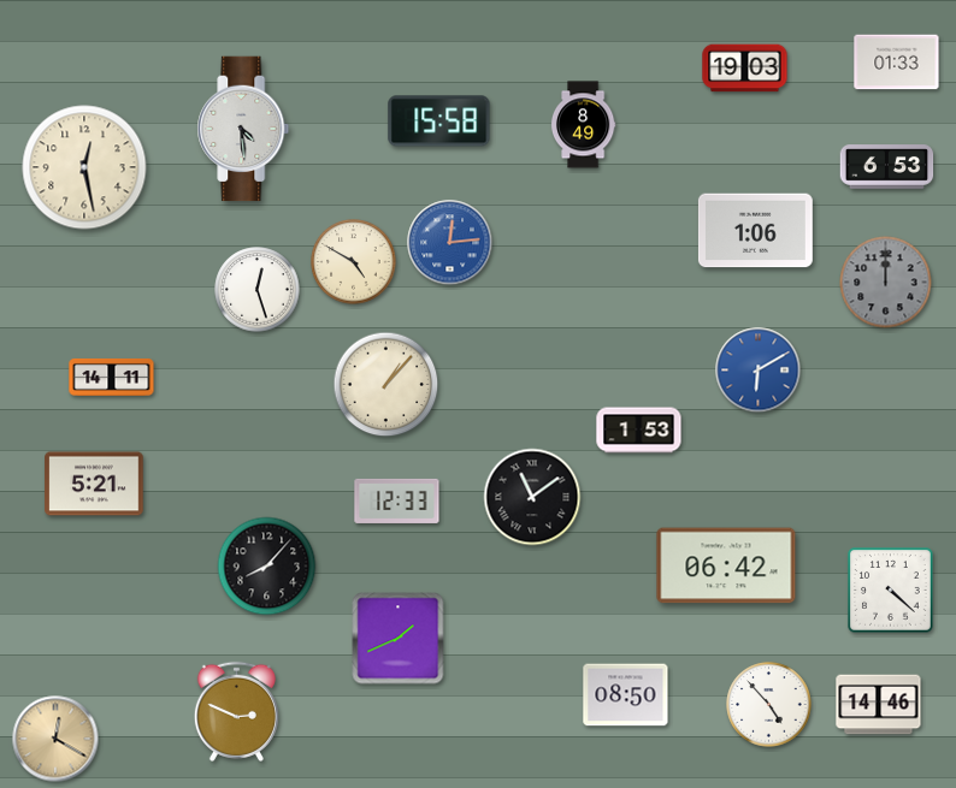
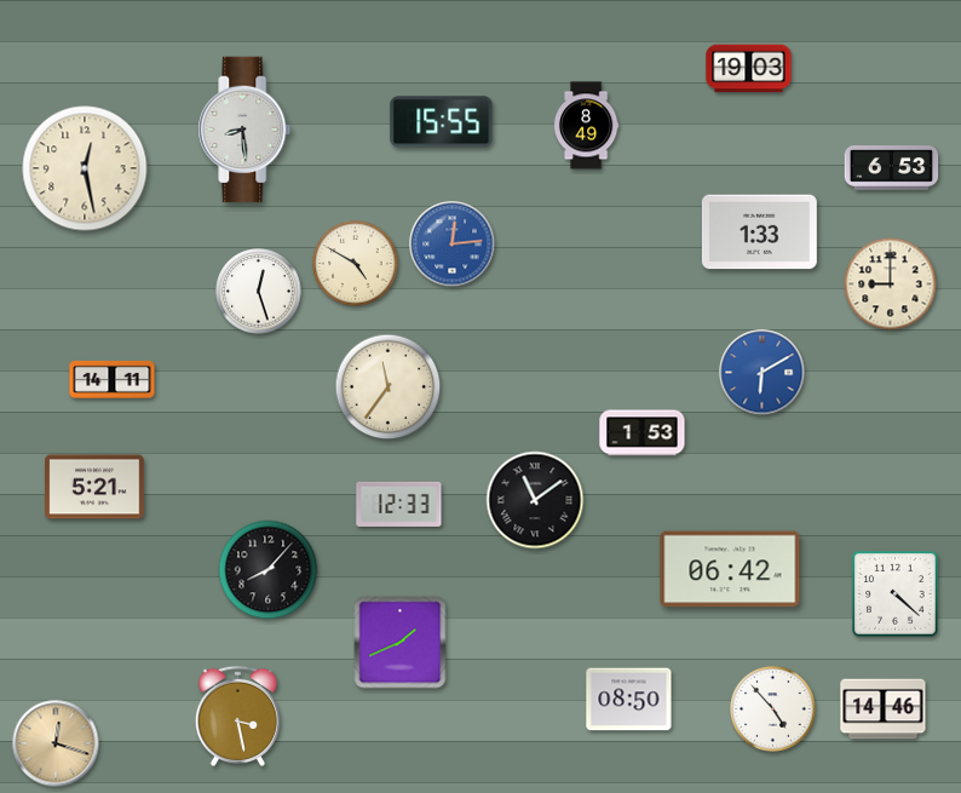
clock at (897, 63): 01:33 -> none
clock at (439, 122): 15:58 -> 15:55
clock at (243, 129): 4:29 -> 8:29
clock at (755, 231): 1:06 -> 1:33
clock at (886, 283): 12:00 -> 9:00
clock at (886, 283) dial: grey -> cream
clock at (386, 385): 1:07 -> 11:36
clock at (236, 711): 2:49 -> 3:28
clock at (55, 739): 12:20 -> 12:18
